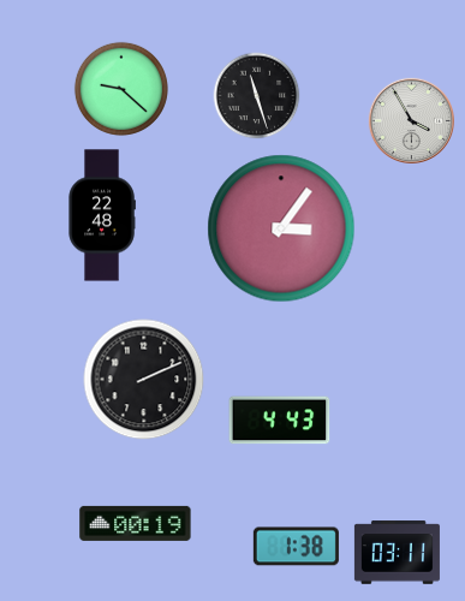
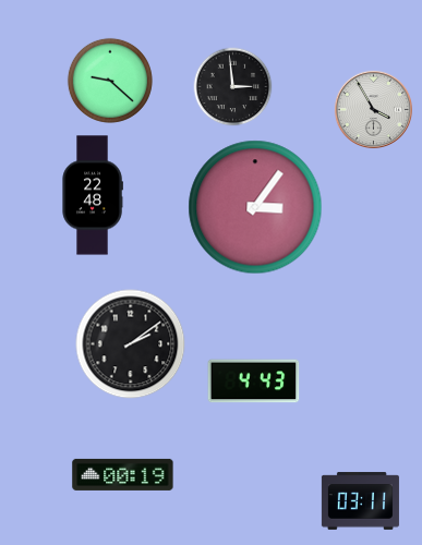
clock at (257, 96): 11:27 -> 2:59
clock at (144, 380): 2:11 -> 2:09
clock at (296, 547): 1:38 -> none
